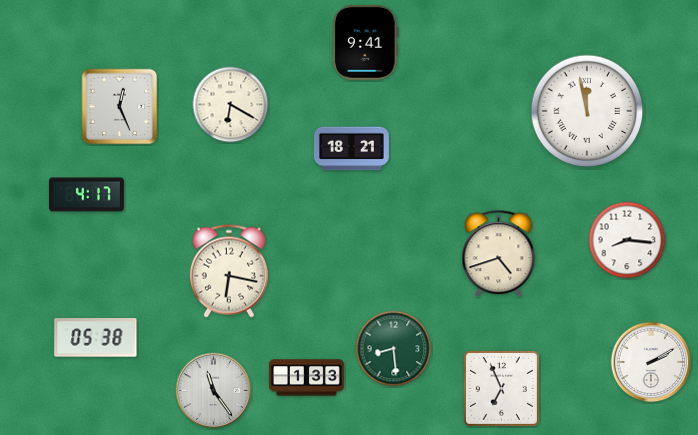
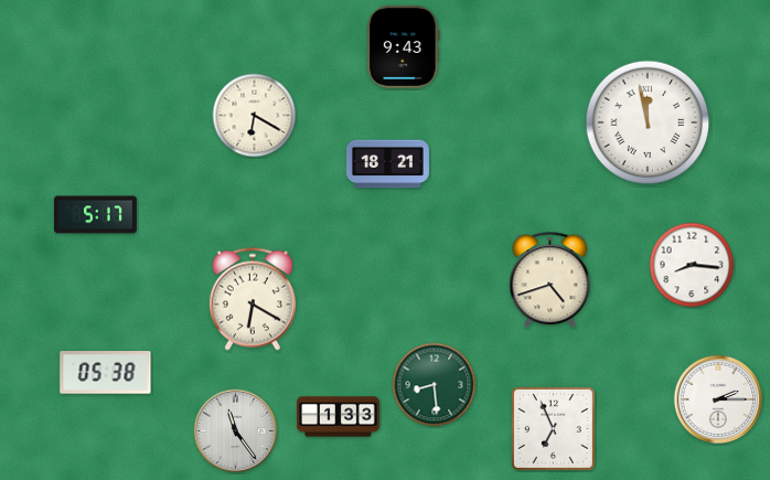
clock at (366, 42): 9:41 -> 9:43
clock at (120, 107): 12:26 -> none
clock at (86, 195): 4:17 -> 5:17
clock at (229, 271): 6:17 -> 6:20
clock at (651, 362): 2:10 -> 2:15
